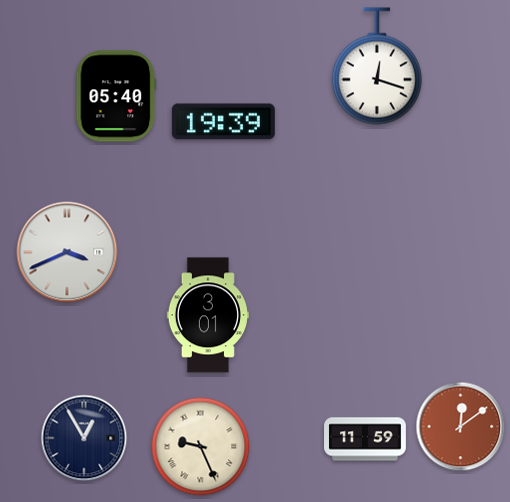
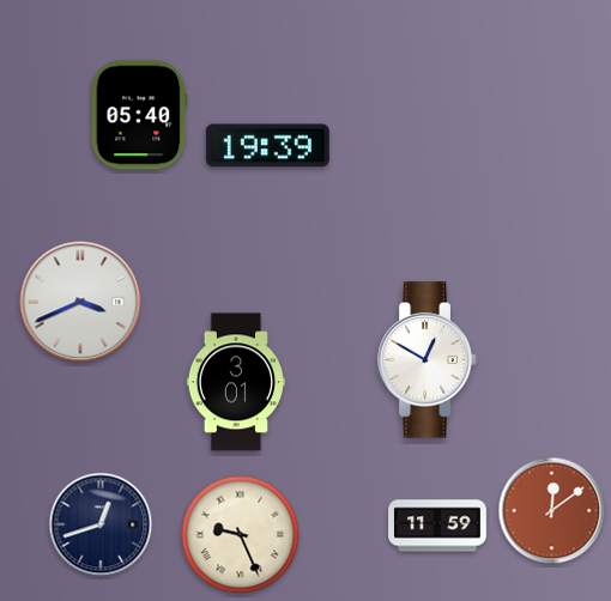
clock at (377, 66): 12:18 -> none
clock at (428, 360): none -> 12:50
clock at (208, 315) position: (208, 315) -> (236, 382)
clock at (84, 438): 12:55 -> 12:42
